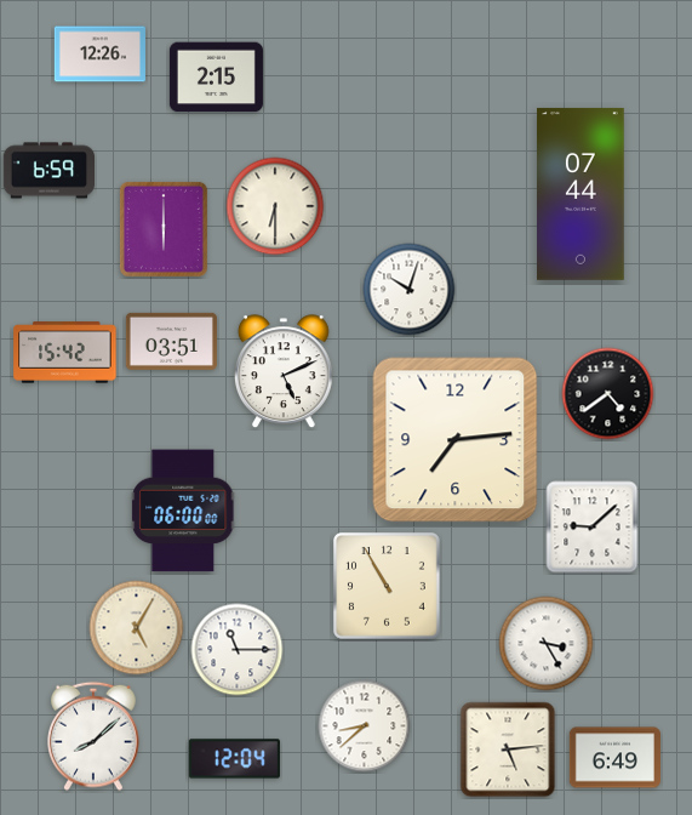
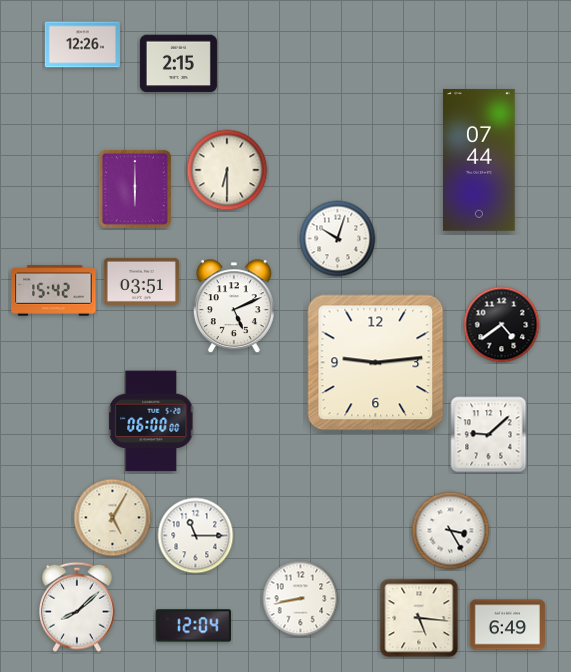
clock at (48, 171): 6:59 -> none
clock at (456, 440): 7:14 -> 9:14
clock at (388, 587): 10:55 -> none
clock at (365, 726): 8:38 -> 8:43
clock at (508, 750): 5:14 -> 5:16
